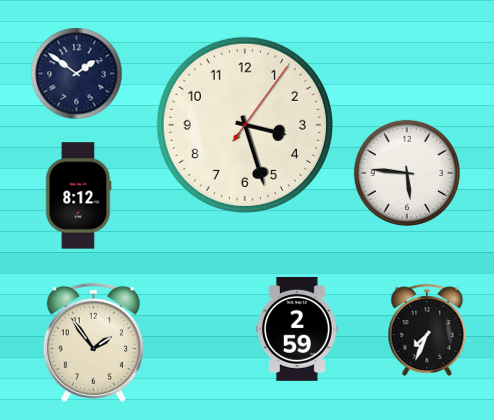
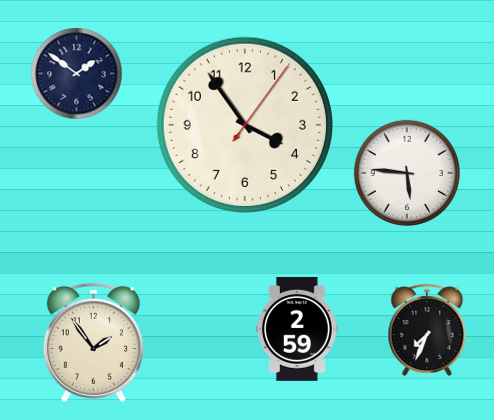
clock at (245, 125): 3:27 -> 3:54
clock at (78, 196): 8:12 -> none
